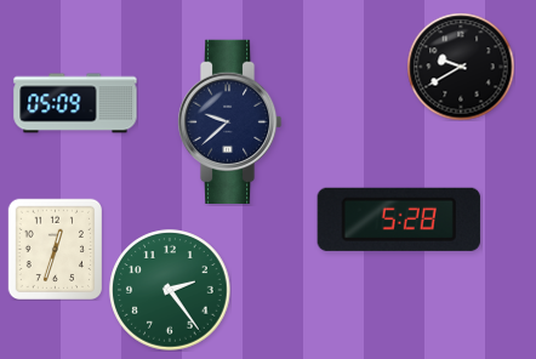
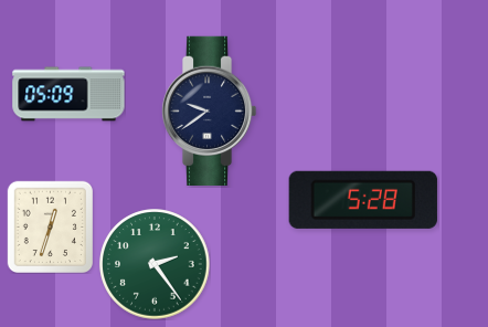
clock at (461, 67): 9:40 -> none
clock at (229, 121): 9:38 -> 9:39
